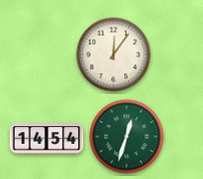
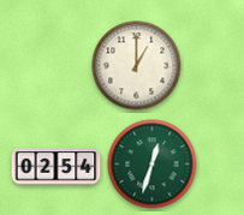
clock at (114, 55): 12:06 -> 1:00
clock at (47, 139): 14:54 -> 02:54
